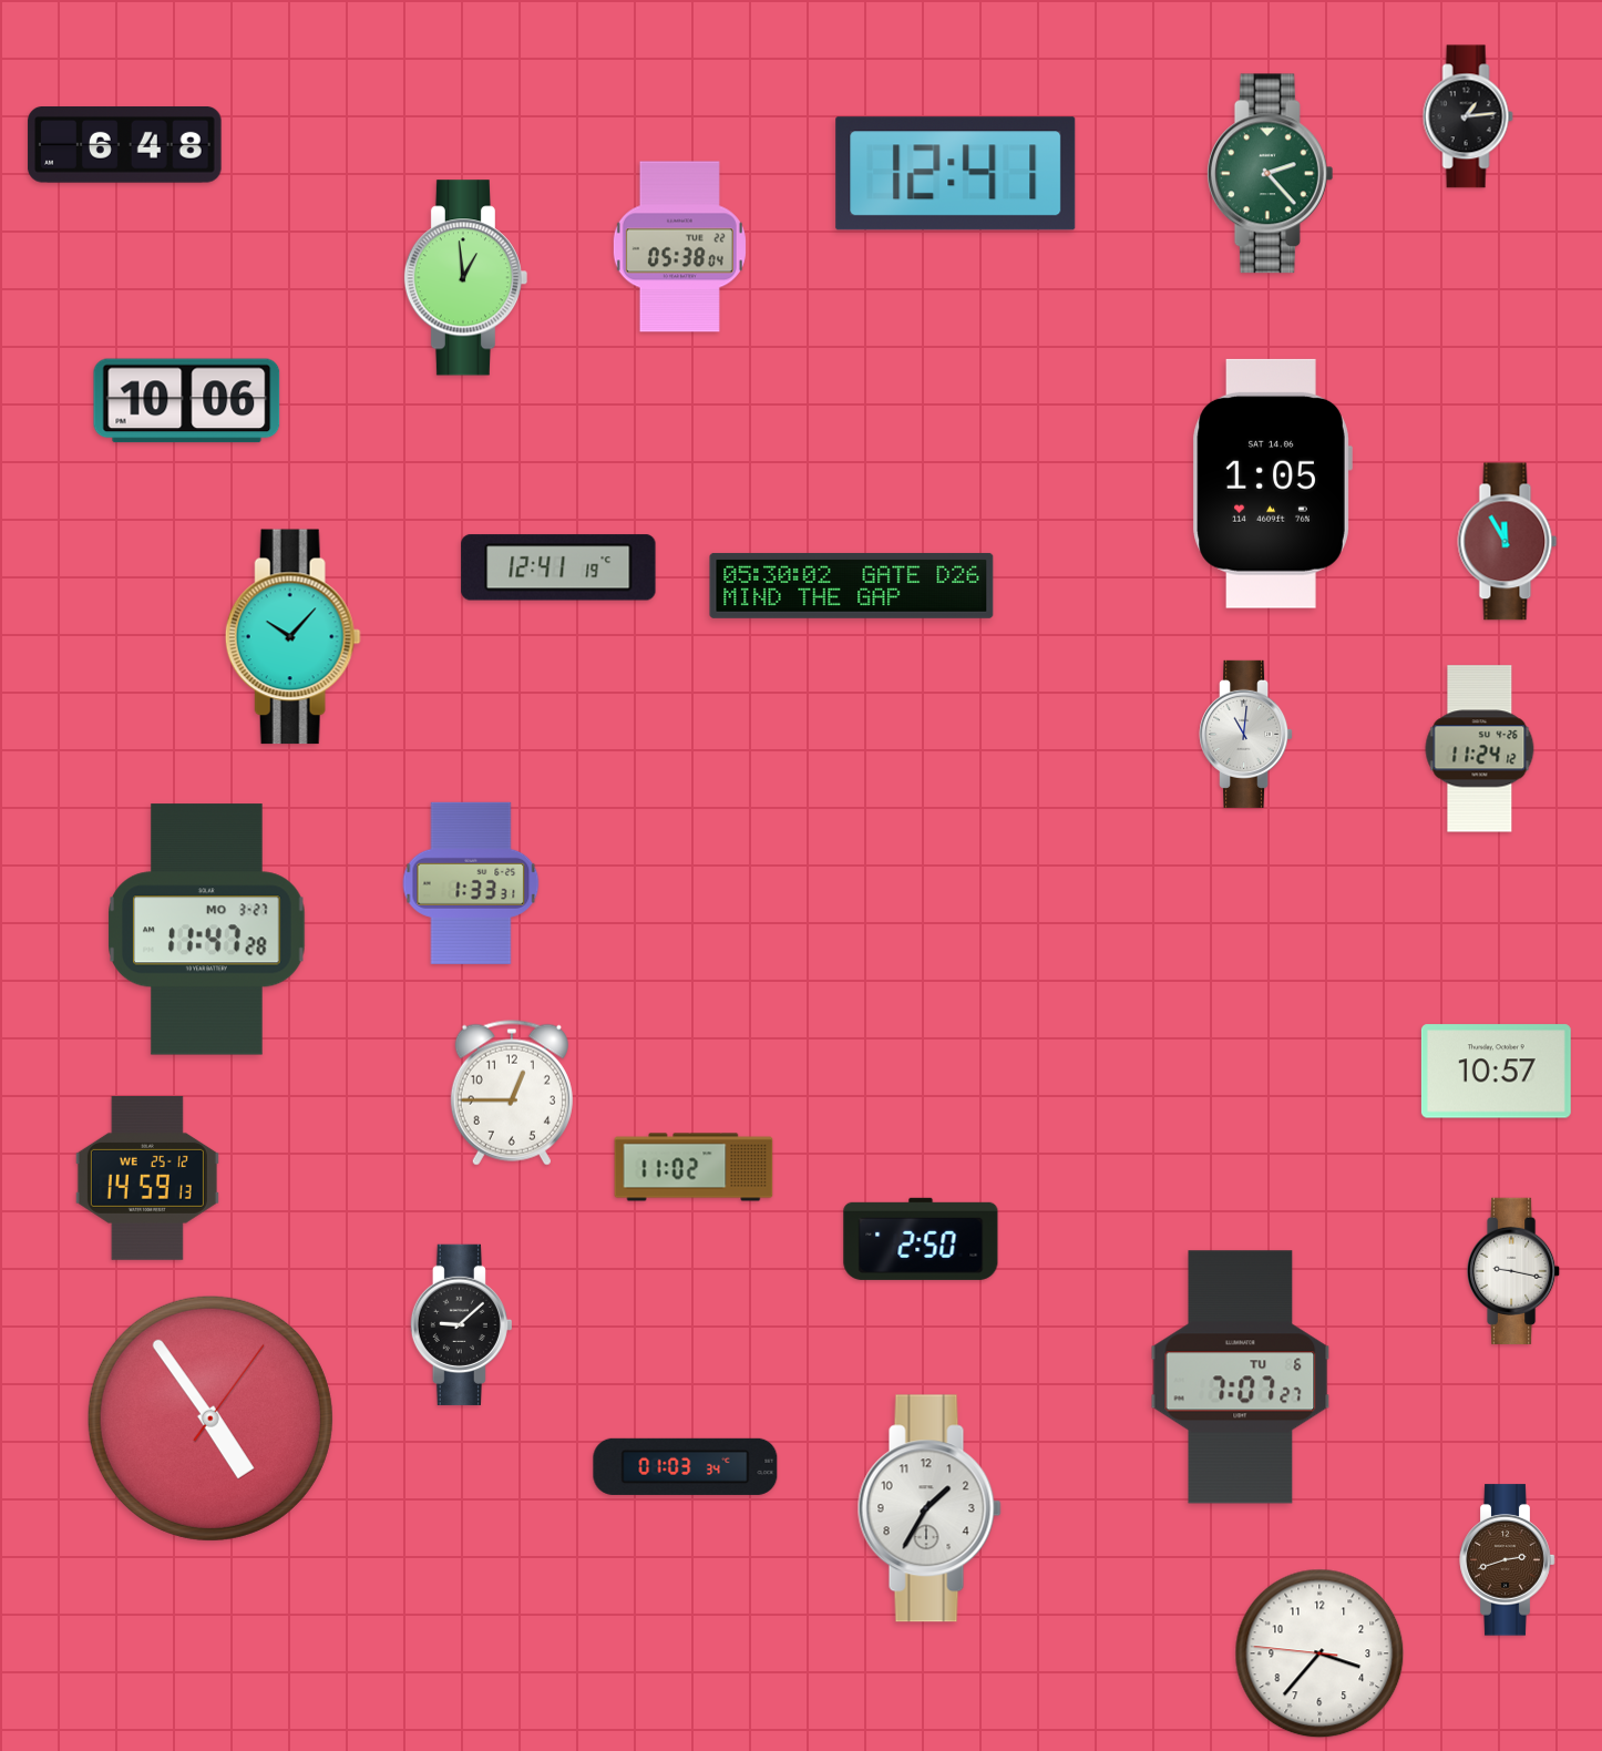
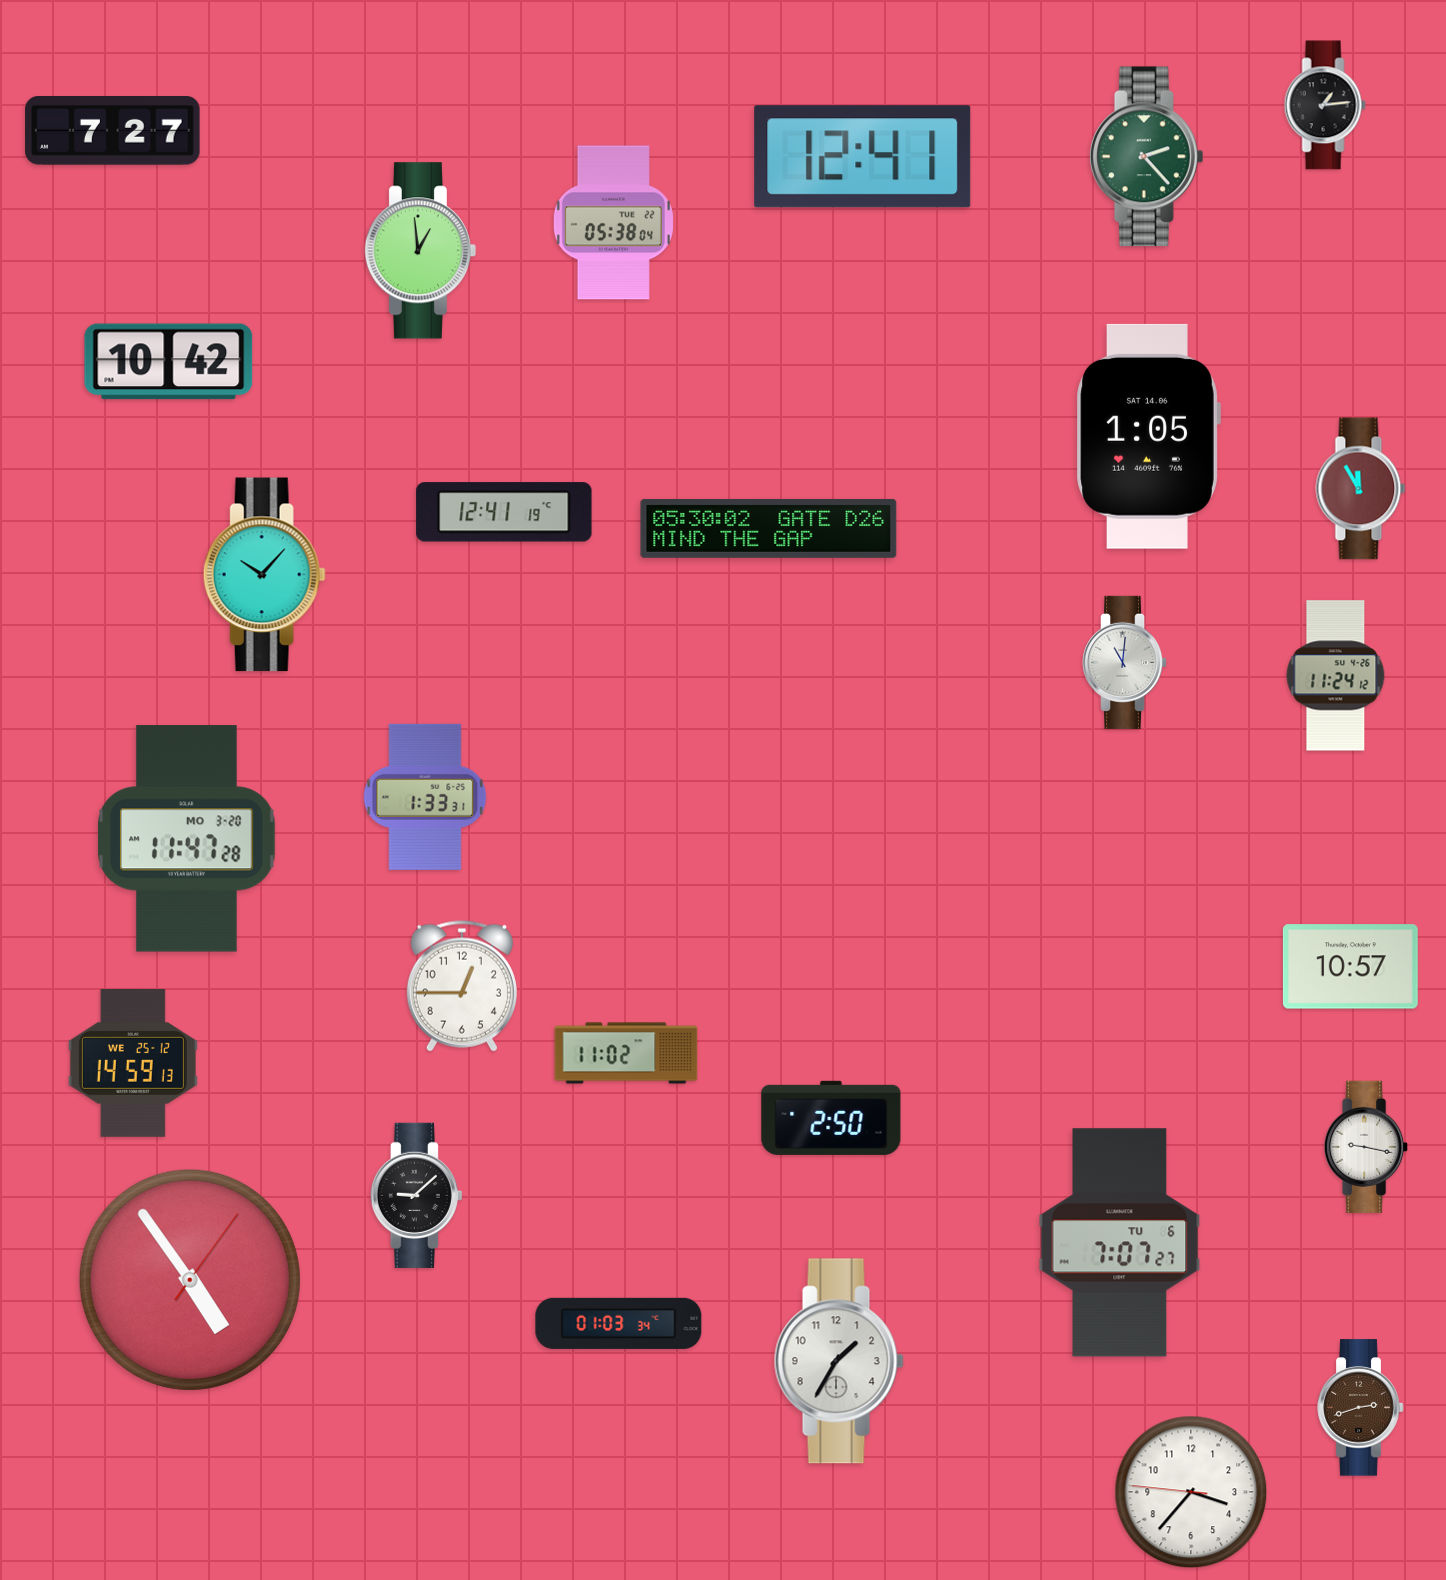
clock at (125, 145): 6:48 -> 7:27
clock at (187, 401): 10:06 -> 10:42
clock at (207, 930) date: MO 3-27 -> MO 3-20
